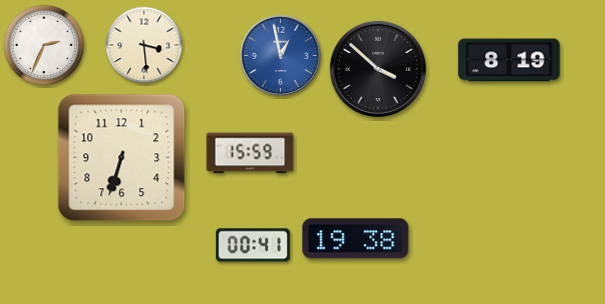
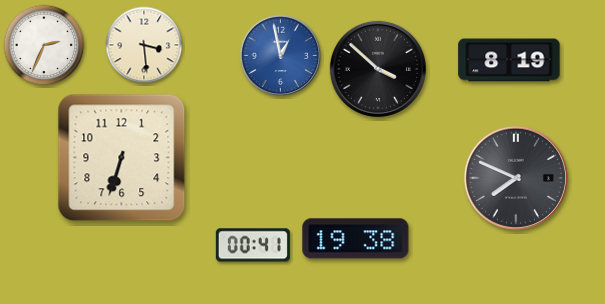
clock at (250, 153): 15:59 -> none
clock at (516, 178): none -> 7:49
